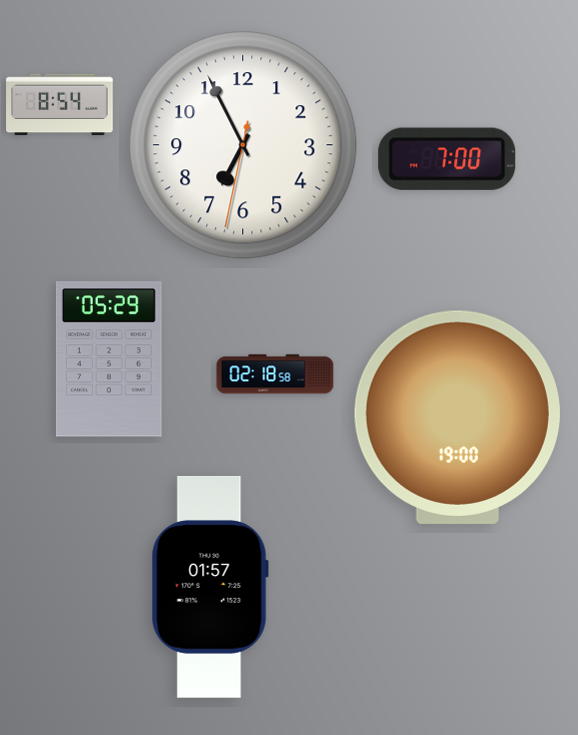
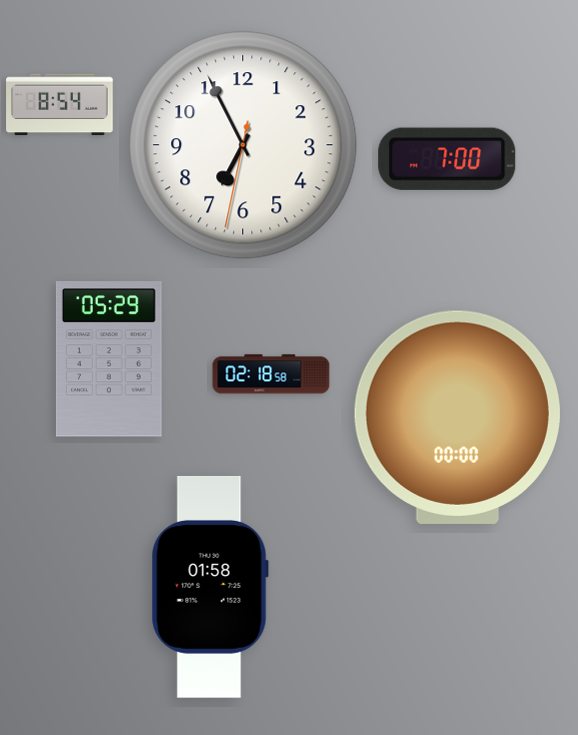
clock at (275, 374) position: (275, 374) -> (271, 374)
clock at (457, 417): 19:00 -> 00:00
clock at (210, 587): 01:57 -> 01:58
